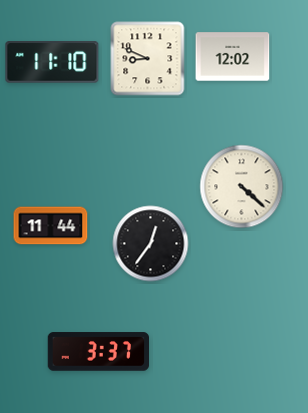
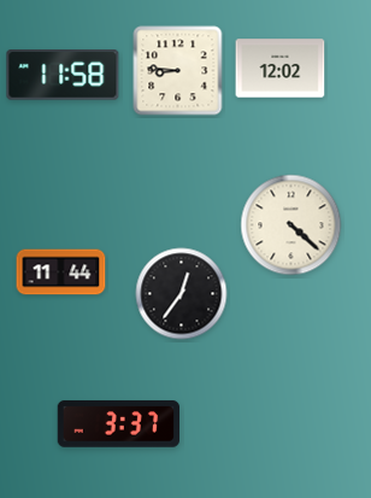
clock at (148, 59): 8:49 -> 8:46
clock at (52, 62): 11:10 -> 11:58
